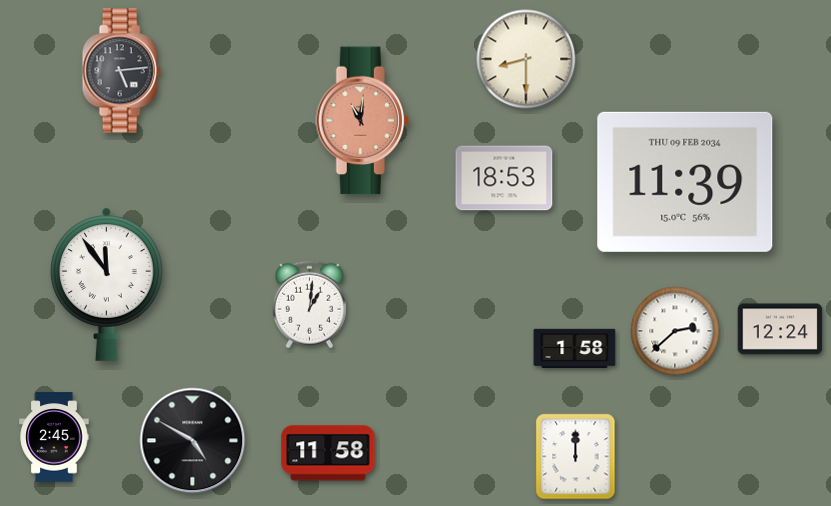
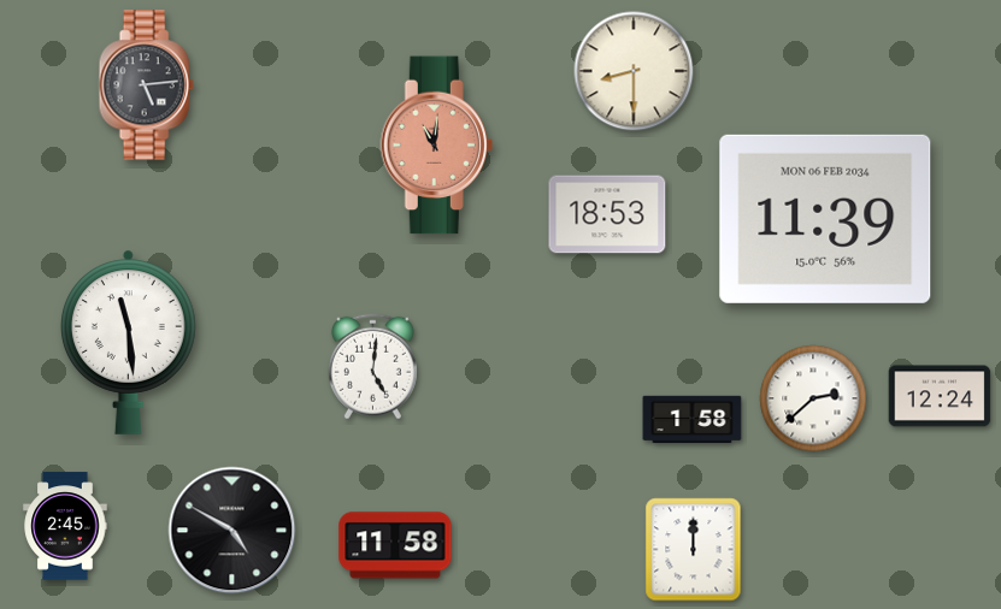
clock at (685, 182) date: THU 09 FEB 2034 -> MON 06 FEB 2034
clock at (107, 284): 11:54 -> 11:29
clock at (309, 305): 1:01 -> 5:01
